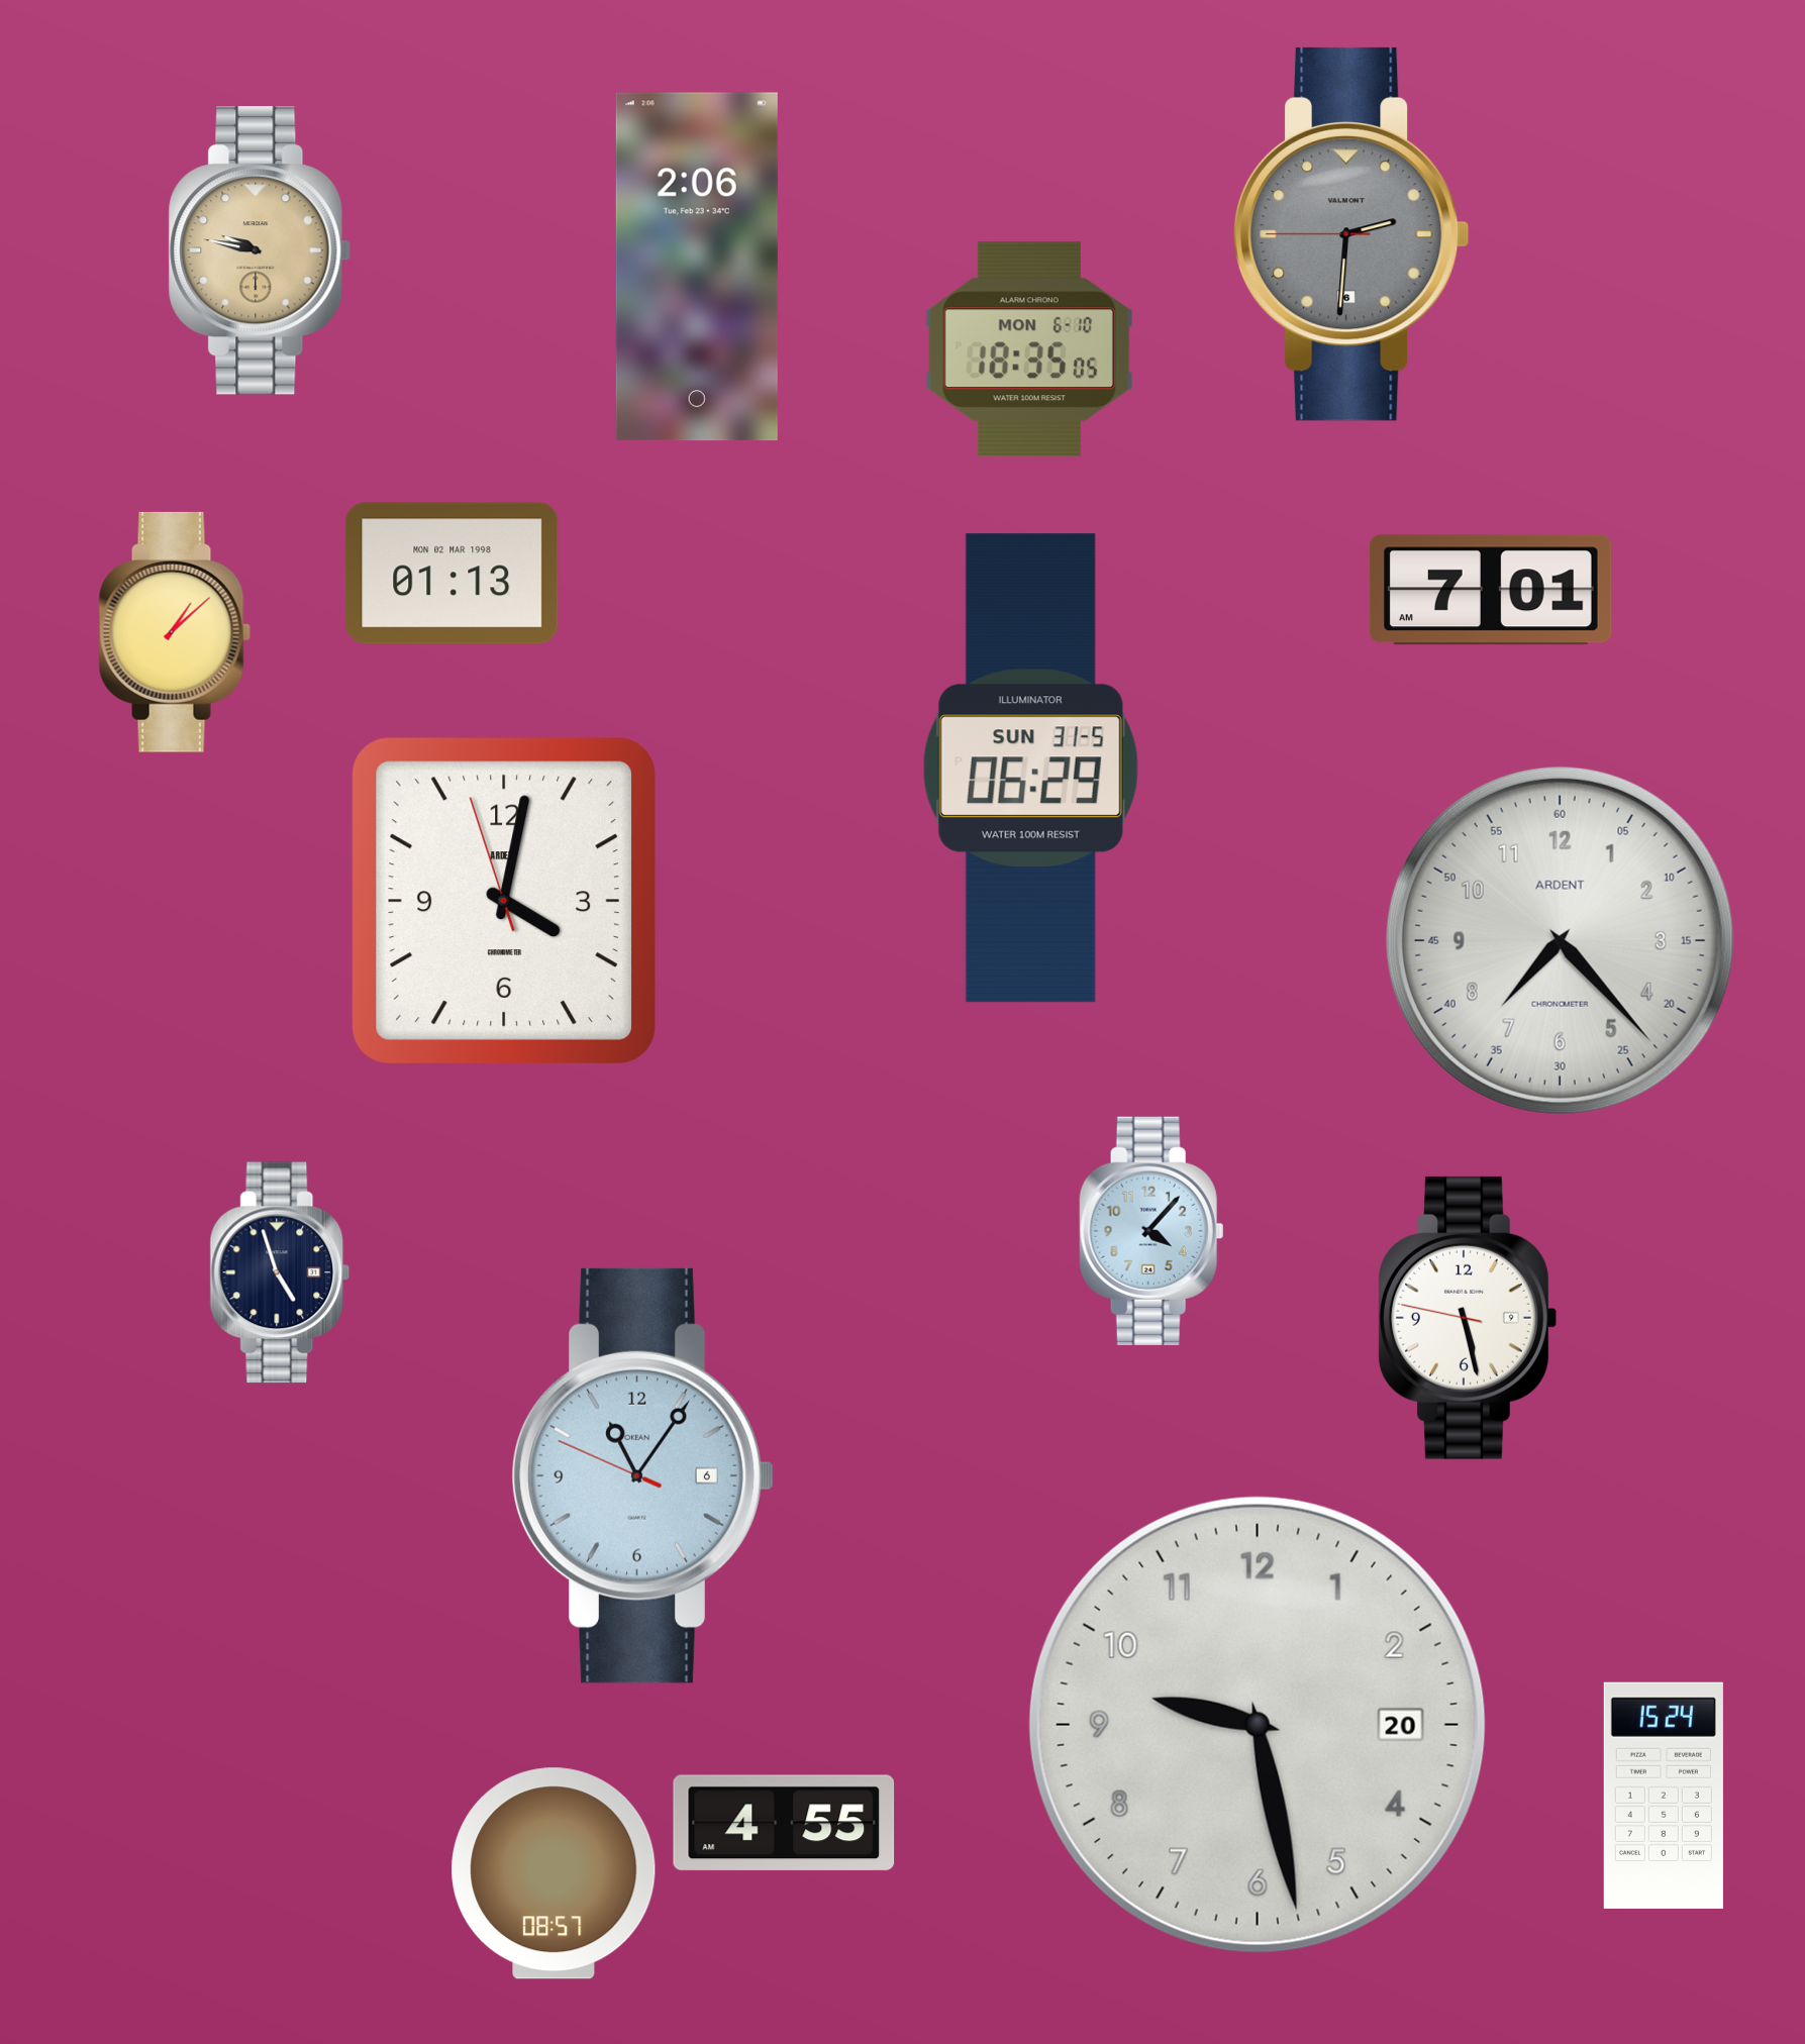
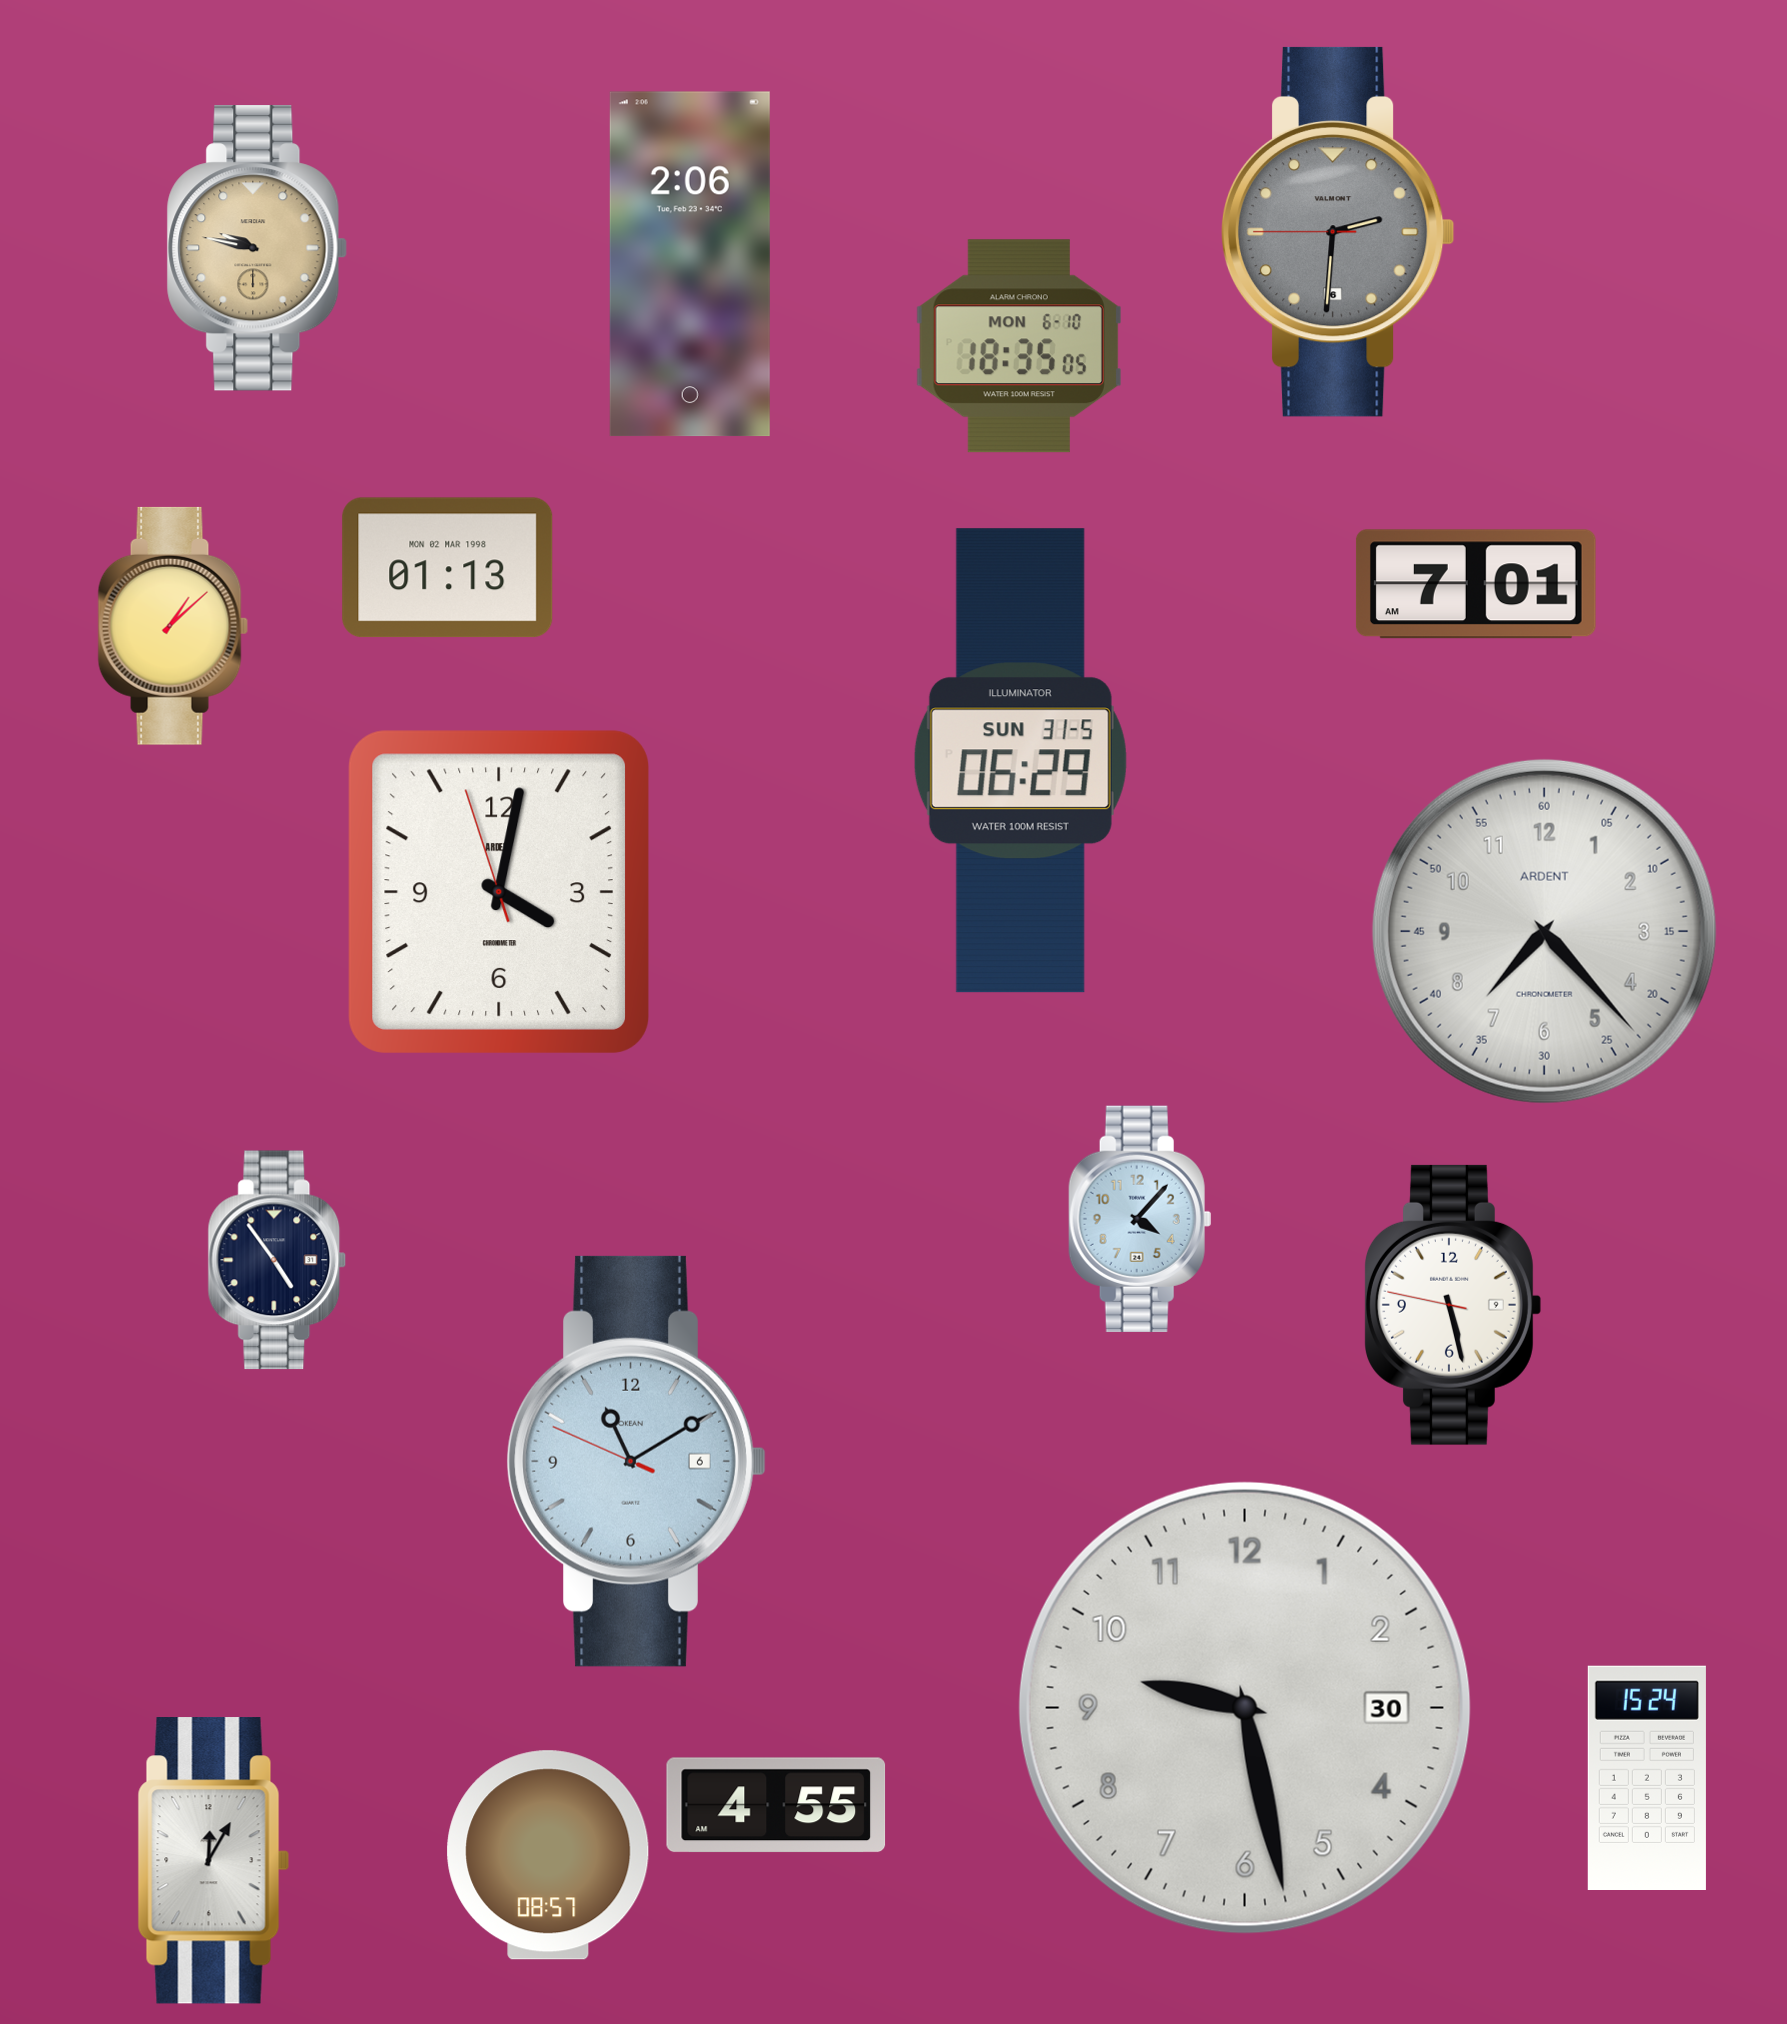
clock at (280, 1272): 4:57 -> 4:54
clock at (642, 1475): 11:05 -> 11:09
clock at (1258, 1725) date: 20 -> 30
clock at (213, 1861): none -> 12:05
